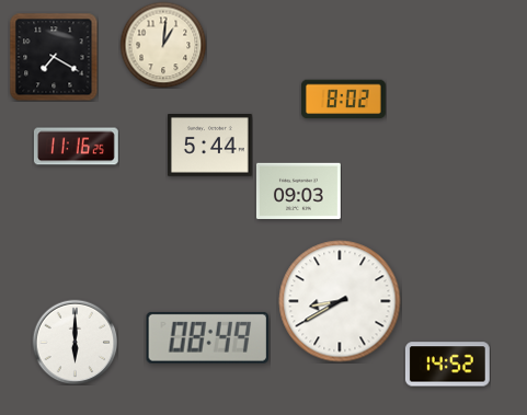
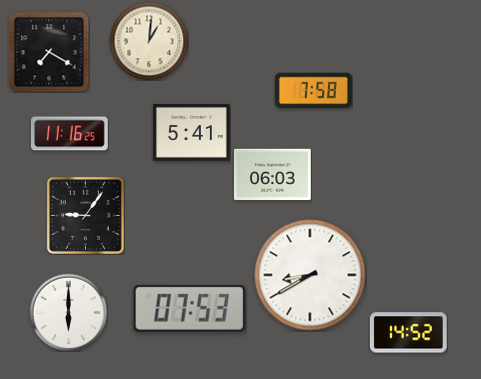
clock at (343, 100): 8:02 -> 7:58
clock at (209, 146): 5:44 -> 5:41
clock at (299, 192): 09:03 -> 06:03
clock at (85, 215): none -> 9:06
clock at (207, 337): 08:49 -> 07:53
